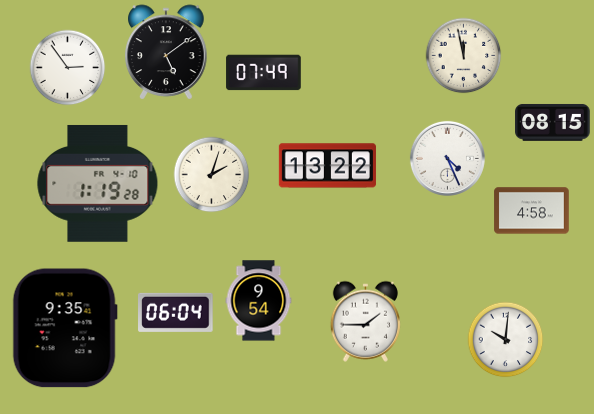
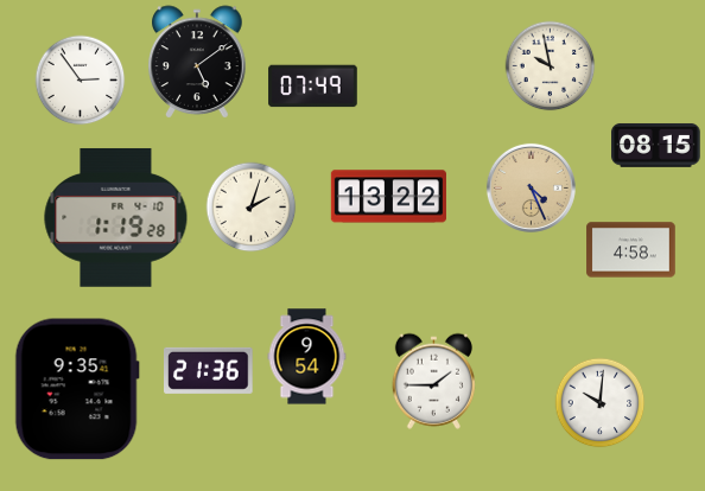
clock at (464, 56): 11:58 -> 9:58
clock at (447, 158) dial: white -> champagne
clock at (176, 312): 06:04 -> 21:36
